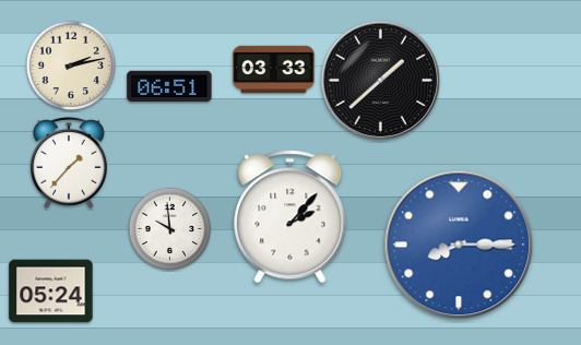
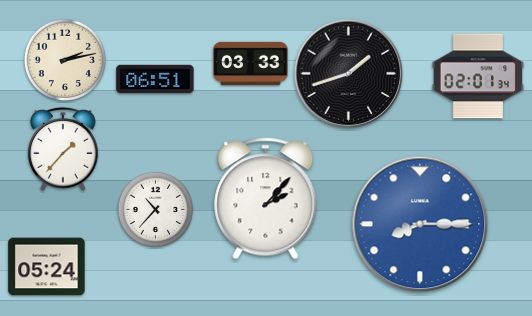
clock at (381, 81): 1:38 -> 1:42
clock at (478, 76): none -> 02:01
clock at (170, 229): 9:59 -> 10:37
